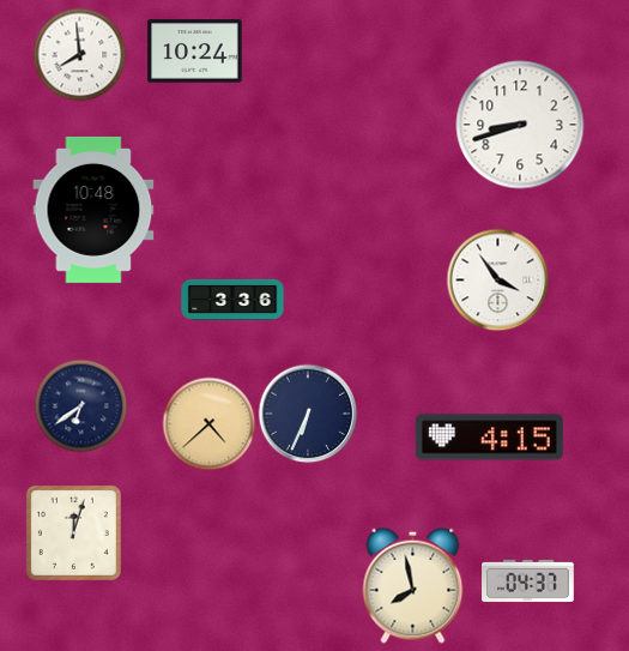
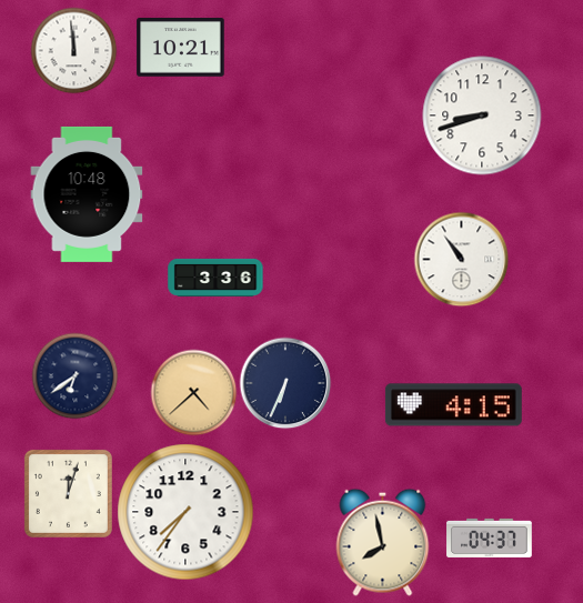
clock at (195, 52): 10:24 -> 10:21
clock at (79, 54): 7:59 -> 11:59
clock at (497, 279): 3:54 -> 10:54
clock at (185, 512): none -> 7:36
